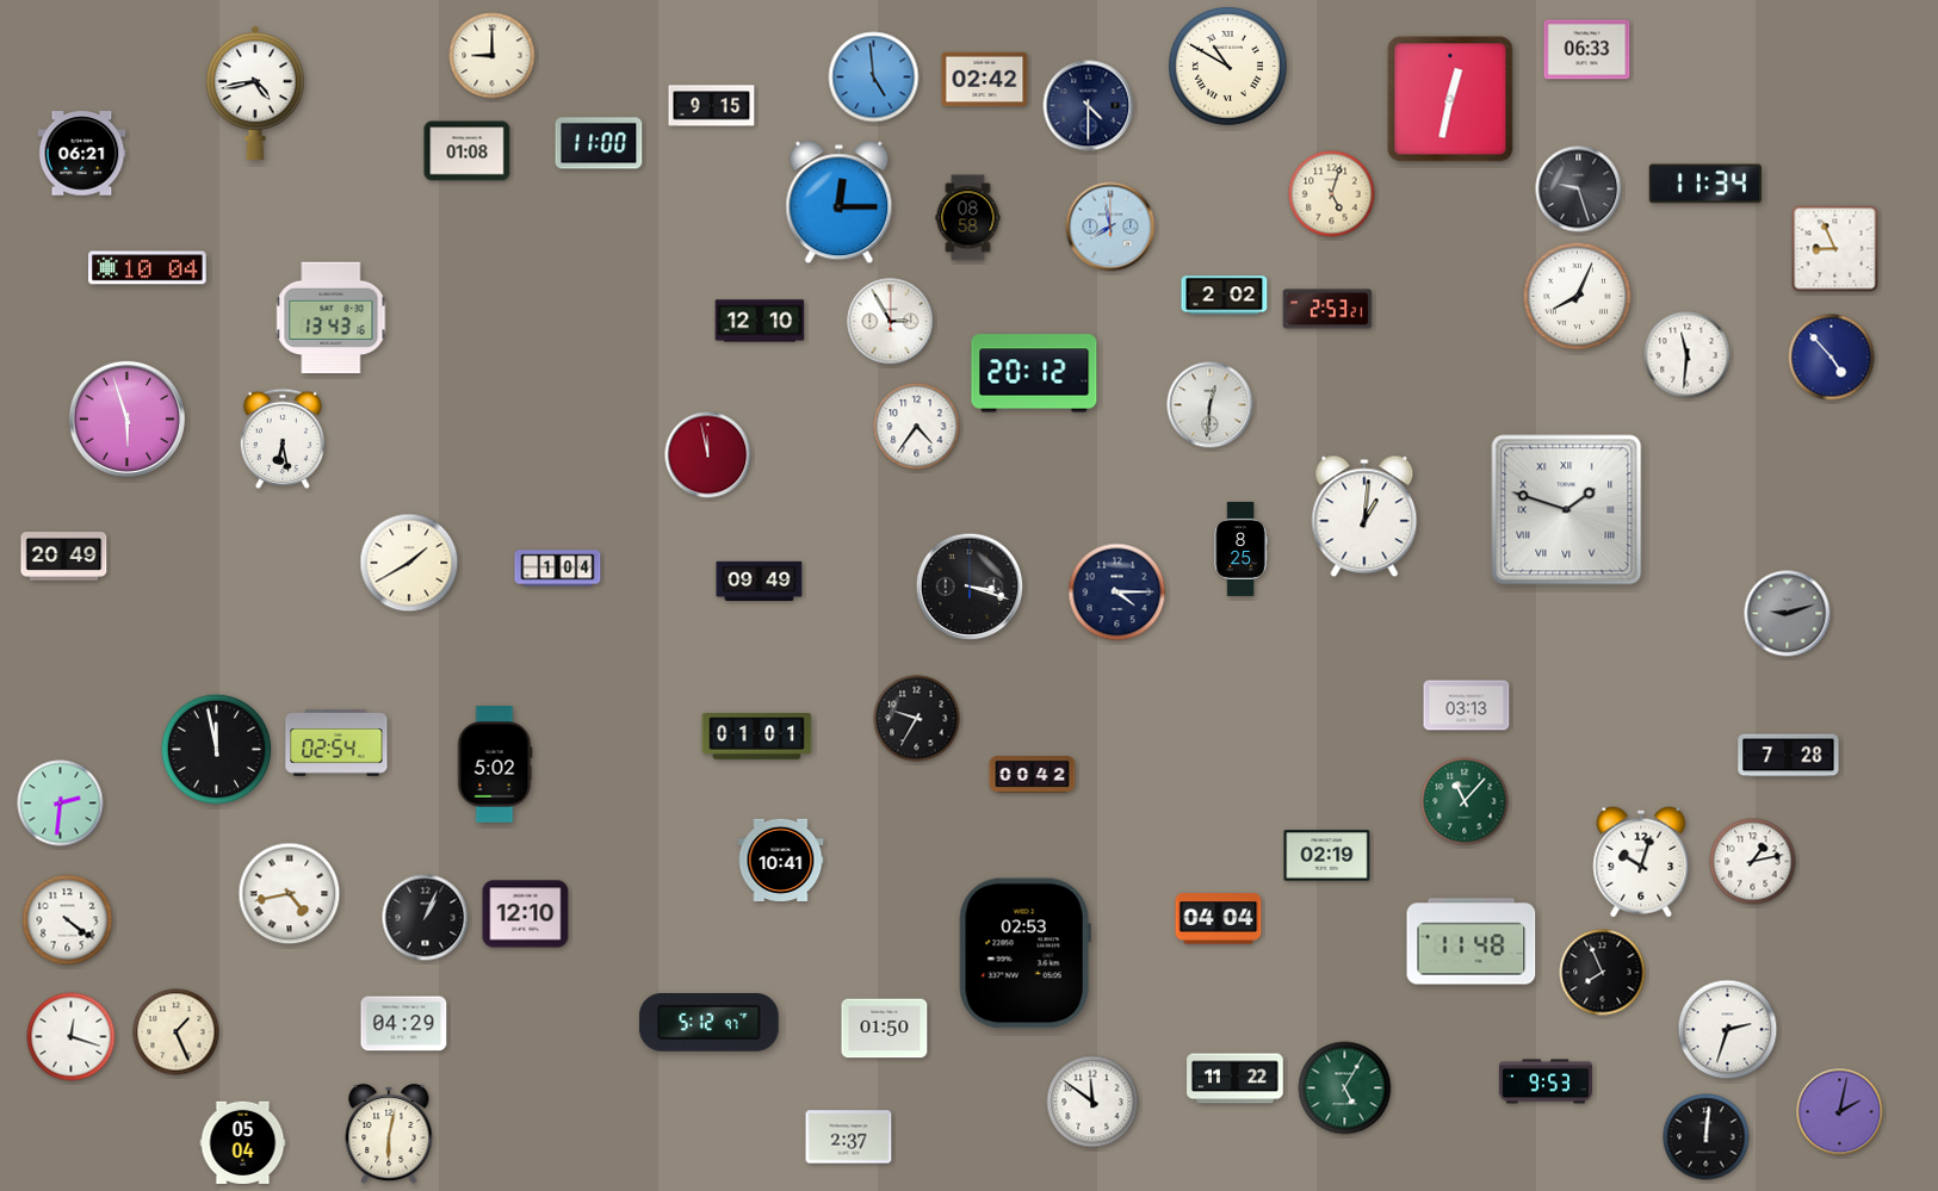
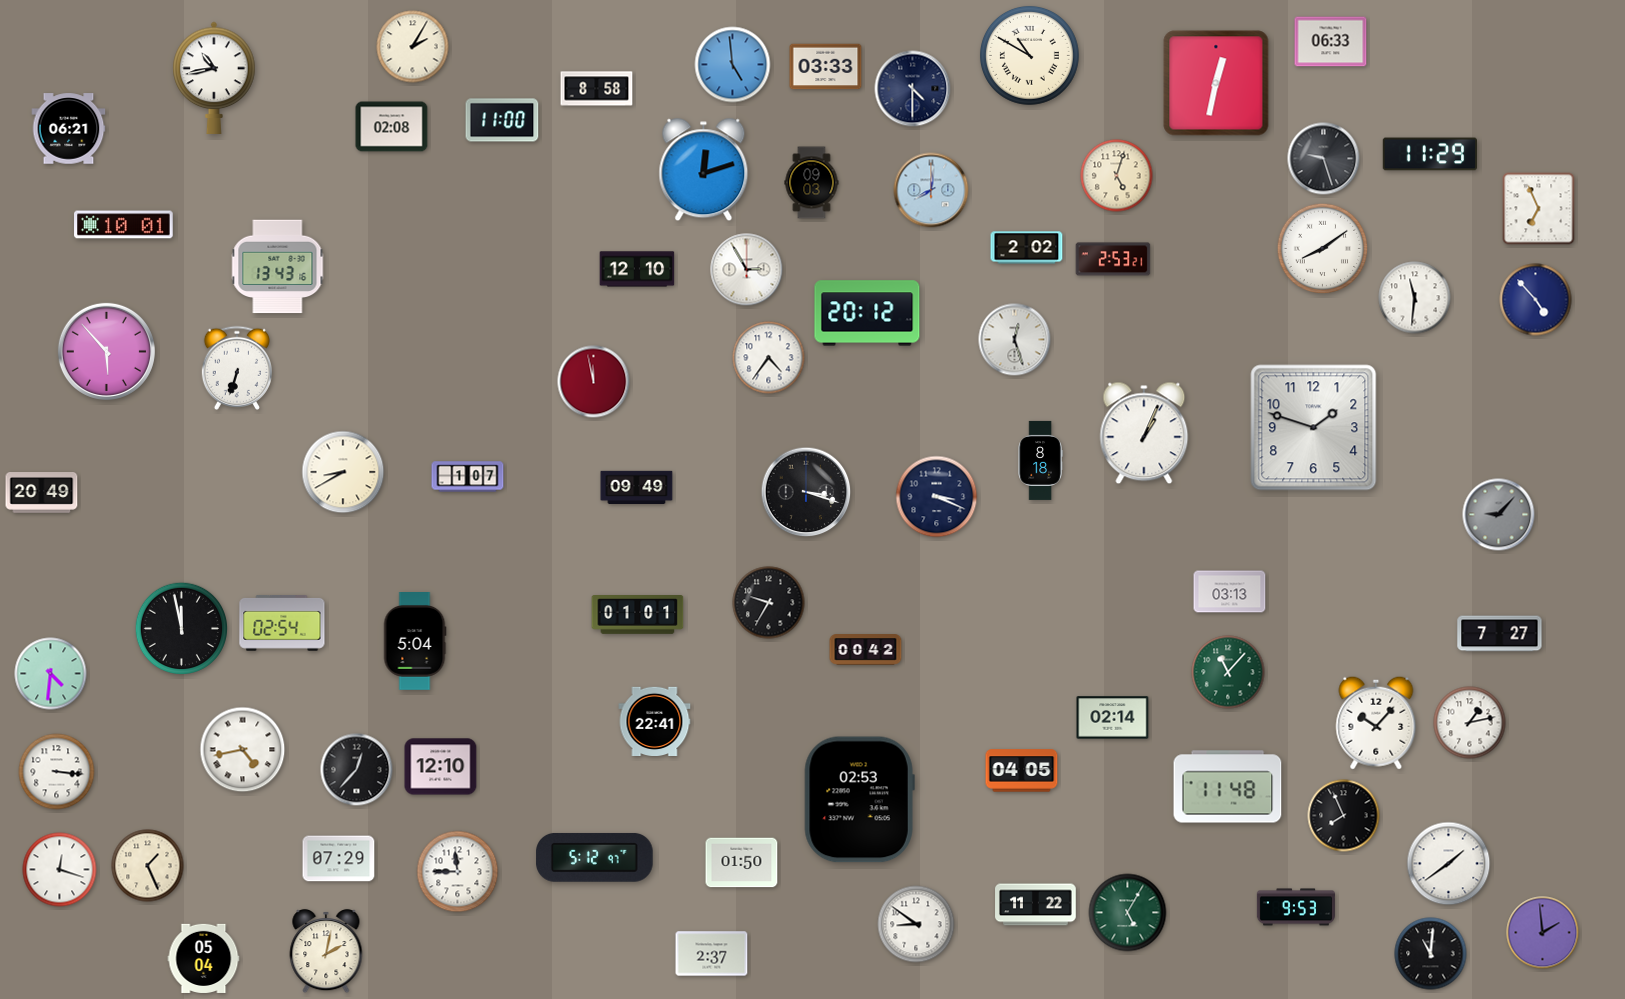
clock at (493, 56): 9:00 -> 2:05
clock at (985, 80): 02:42 -> 03:33
clock at (255, 93): 4:43 -> 10:43
clock at (712, 106): 9:15 -> 8:58
clock at (468, 151): 01:08 -> 02:08
clock at (1704, 184): 11:34 -> 11:29
clock at (1332, 194) position: (1332, 194) -> (1117, 176)
clock at (840, 203): 12:15 -> 12:12
clock at (968, 218): 08:58 -> 09:03
clock at (1110, 227): 7:58 -> 8:01
clock at (1835, 249): 8:56 -> 6:56
clock at (148, 268): 10:04 -> 10:01
clock at (1578, 297): 8:04 -> 8:09
clock at (1211, 405): 12:31 -> 12:27
clock at (126, 418): 5:57 -> 5:53
clock at (281, 439): 6:28 -> 6:33
clock at (1567, 510) numerals: Roman -> Arabic
clock at (1364, 516): 1:01 -> 1:04
clock at (1240, 548): 8:25 -> 8:18
clock at (64, 557) position: (64, 557) -> (42, 493)
clock at (409, 563): 1:40 -> 8:40
clock at (558, 569): 1:04 -> 1:07
clock at (970, 587) position: (970, 587) -> (806, 492)
clock at (1117, 593): 4:15 -> 3:19
clock at (1788, 614): 9:12 -> 9:07
clock at (757, 737) position: (757, 737) -> (638, 615)
clock at (1789, 756): 7:28 -> 7:27
clock at (495, 765): 5:02 -> 5:04
clock at (61, 804): 2:31 -> 4:31
clock at (1327, 856): 02:19 -> 02:14
clock at (781, 860): 10:41 -> 22:41
clock at (1641, 862): 10:03 -> 10:07
clock at (426, 918): 1:04 -> 12:37
clock at (1219, 919): 04:04 -> 04:05
clock at (68, 920): 4:21 -> 3:16
clock at (1472, 942) position: (1472, 942) -> (1228, 787)
clock at (404, 1024): 04:29 -> 07:29
clock at (1728, 1030): 2:33 -> 1:39
clock at (458, 872): none -> 11:45
clock at (1092, 1102): 11:51 -> 8:51
clock at (1840, 1112): 2:02 -> 1:59
clock at (389, 1134): 6:02 -> 2:02
clock at (1707, 1137): 12:01 -> 11:01
